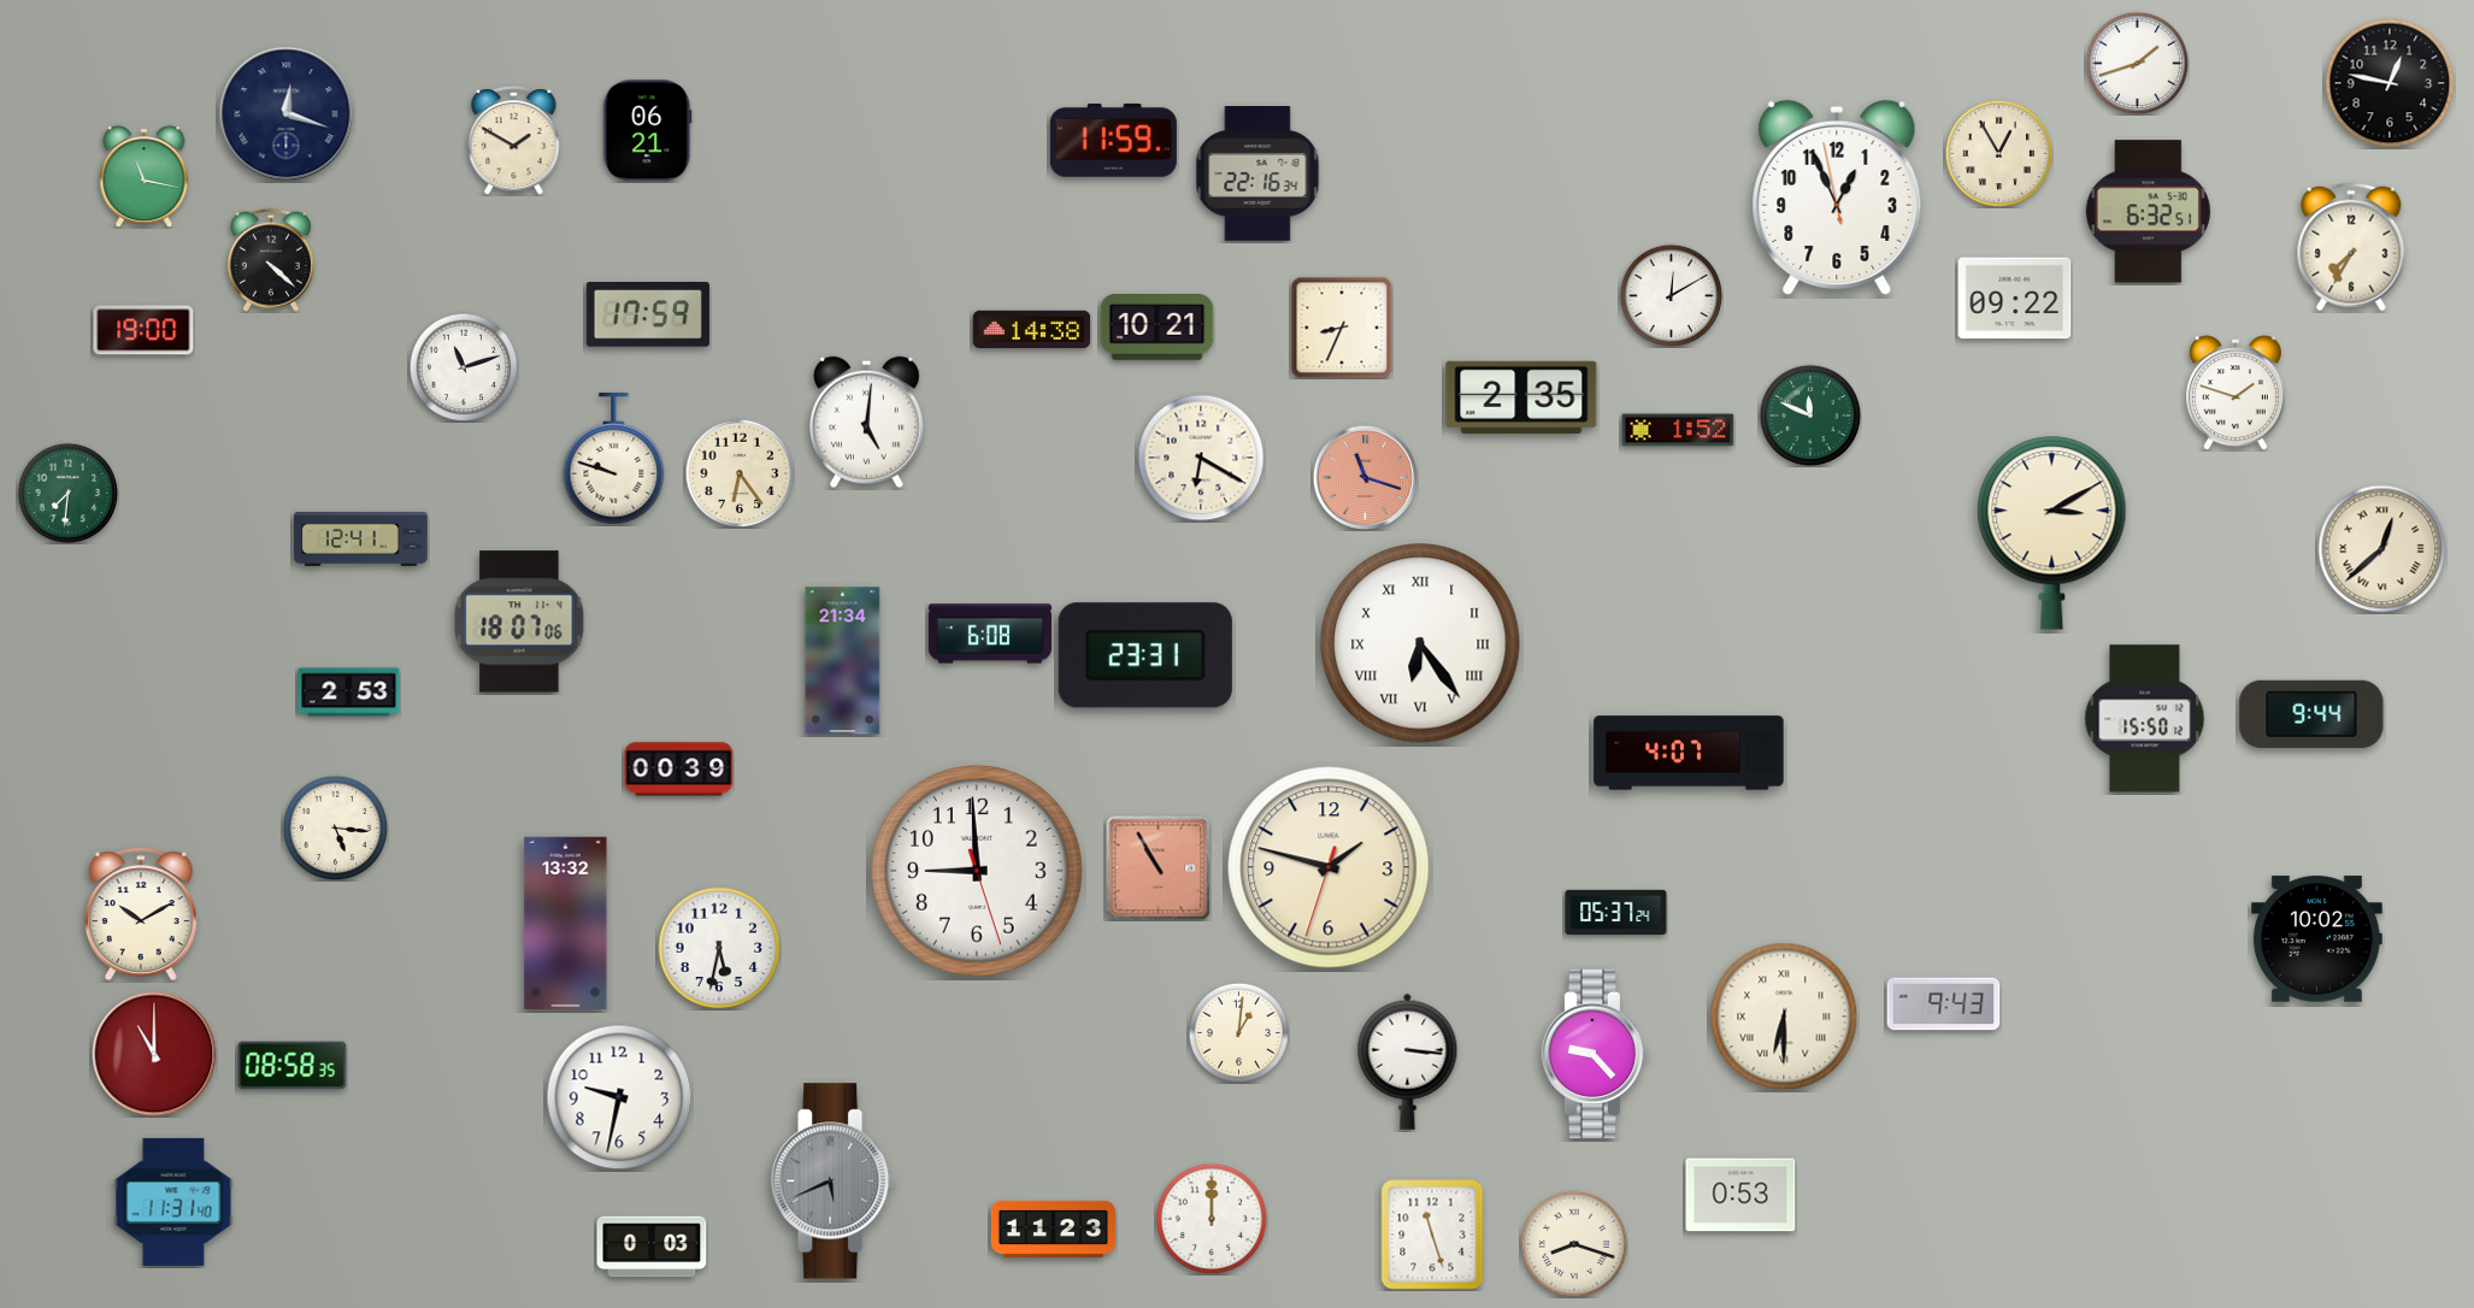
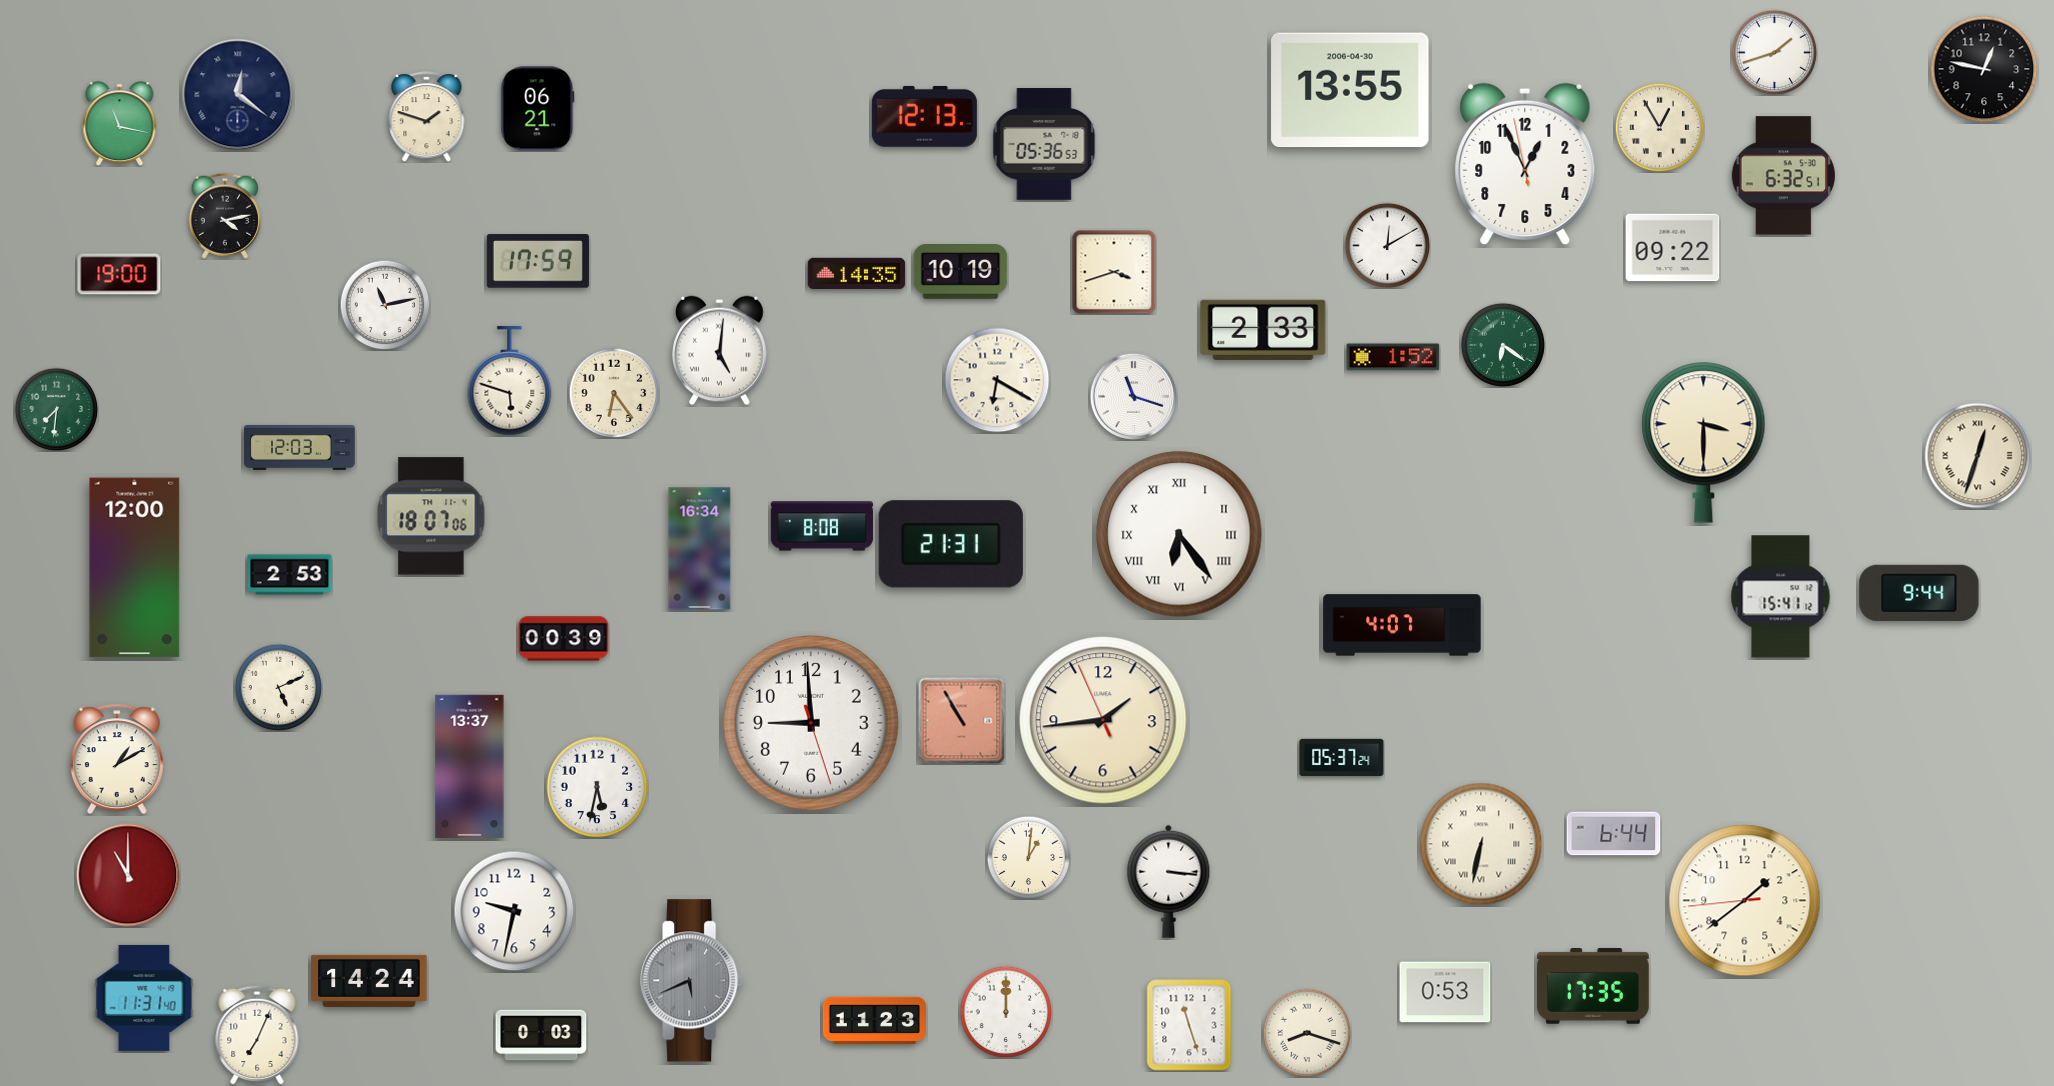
clock at (1350, 90): none -> 13:55
clock at (287, 114): 12:18 -> 12:21
clock at (1113, 140): 11:59 -> 12:13
clock at (514, 141): 1:50 -> 1:48
clock at (1257, 173): 22:16 -> 05:36
clock at (145, 177) position: (145, 177) -> (120, 124)
clock at (2351, 247): 7:35 -> none
clock at (271, 260): 4:22 -> 4:13
clock at (1158, 328): 10:21 -> 10:19
clock at (1342, 328): 8:34 -> 3:42
clock at (1032, 330): 14:38 -> 14:35
clock at (464, 367): 11:12 -> 11:13
clock at (2236, 393): 1:48 -> none
clock at (1521, 397): 2:35 -> 2:33
clock at (1810, 416): 11:49 -> 6:21
clock at (614, 459): 9:48 -> 5:48
clock at (1365, 477) dial: salmon -> white
clock at (2052, 532): 3:10 -> 3:30
clock at (361, 538): 12:41 -> 12:03
clock at (2382, 549): 12:38 -> 12:33
clock at (990, 634): 6:08 -> 8:08
clock at (1145, 655): 23:31 -> 21:31
clock at (843, 661): 21:34 -> 16:34
clock at (135, 568): none -> 12:00
clock at (2145, 719): 15:50 -> 15:41
clock at (335, 827): 5:16 -> 5:11
clock at (1329, 867): 1:47 -> 1:43
clock at (141, 914): 10:10 -> 1:10
clock at (566, 923): 13:32 -> 13:37
clock at (2316, 939): 10:02 -> none
clock at (1944, 1004): 9:43 -> 6:44
clock at (1784, 1017): 6:30 -> 6:32
clock at (1595, 1054): 9:23 -> none
clock at (293, 1066): 08:58 -> none
clock at (1745, 901): none -> 1:38
clock at (369, 981): none -> 14:24
clock at (1593, 987): none -> 17:35
clock at (257, 1035): none -> 7:04
